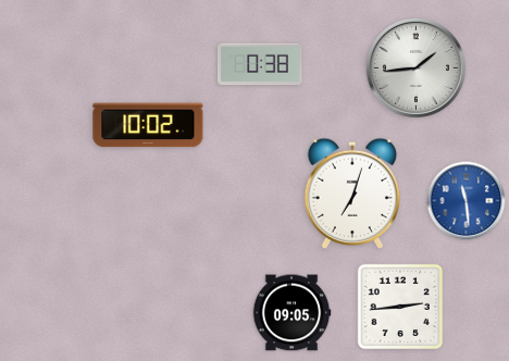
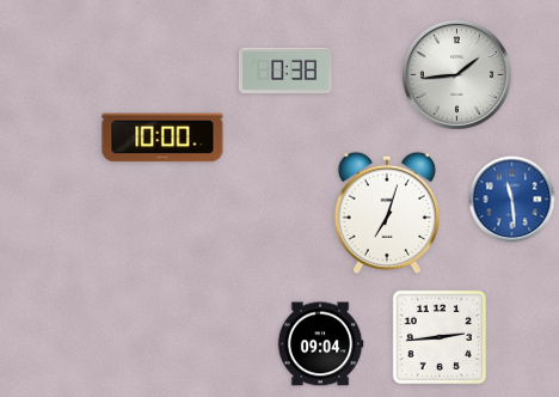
clock at (148, 125): 10:02 -> 10:00
clock at (467, 201) position: (467, 201) -> (512, 200)
clock at (291, 313): 09:05 -> 09:04
